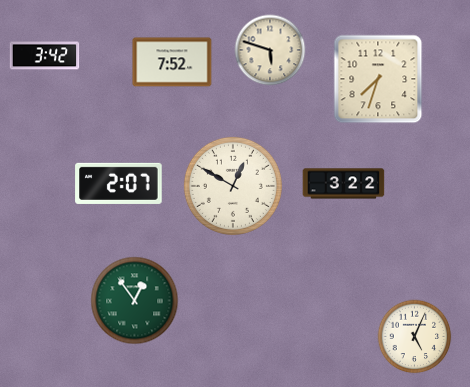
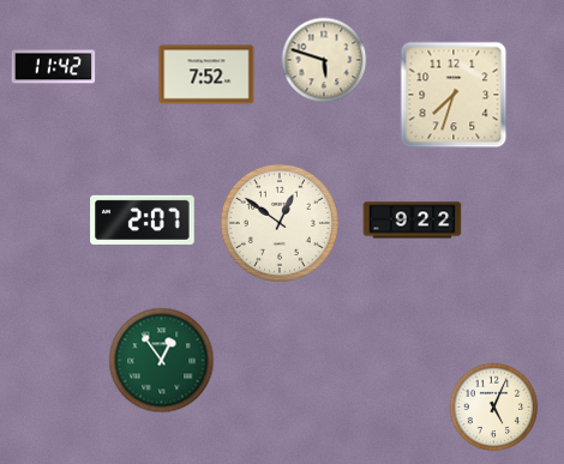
clock at (45, 56): 3:42 -> 11:42
clock at (344, 184): 3:22 -> 9:22
clock at (233, 186): 12:50 -> 12:51
clock at (415, 337) position: (415, 337) -> (494, 408)
